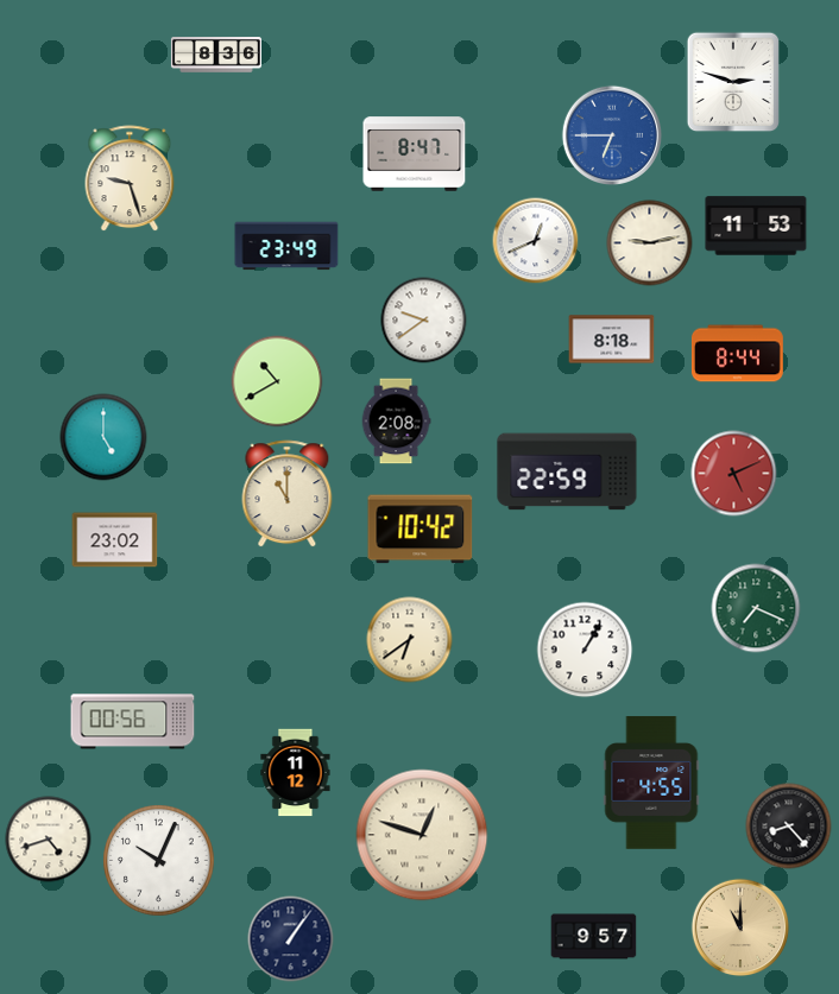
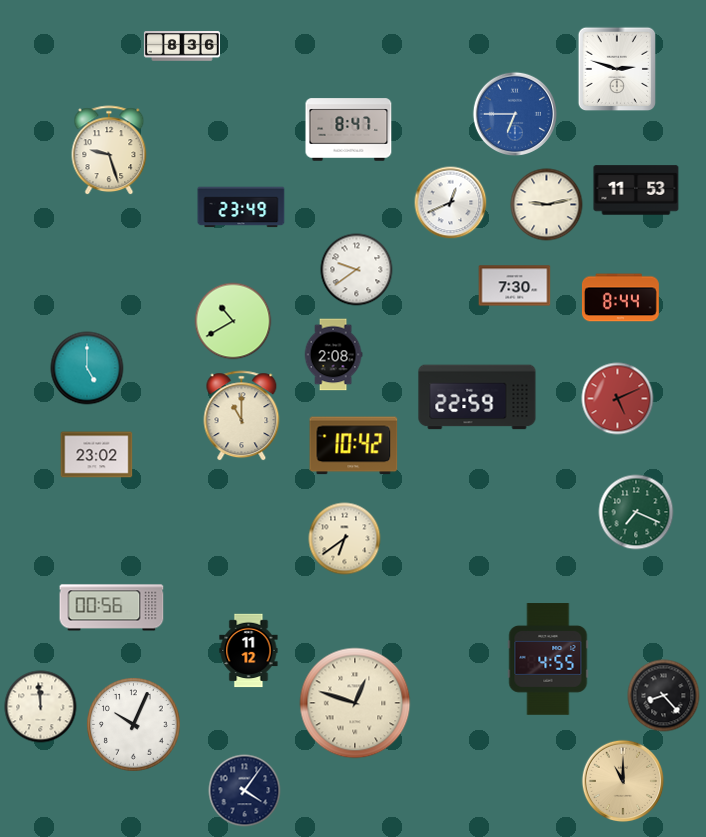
clock at (612, 340): 8:18 -> 7:30
clock at (585, 650): 1:05 -> none
clock at (49, 840): 4:42 -> 11:59
clock at (594, 937): 9:57 -> none
clock at (291, 939): 1:06 -> 4:06
